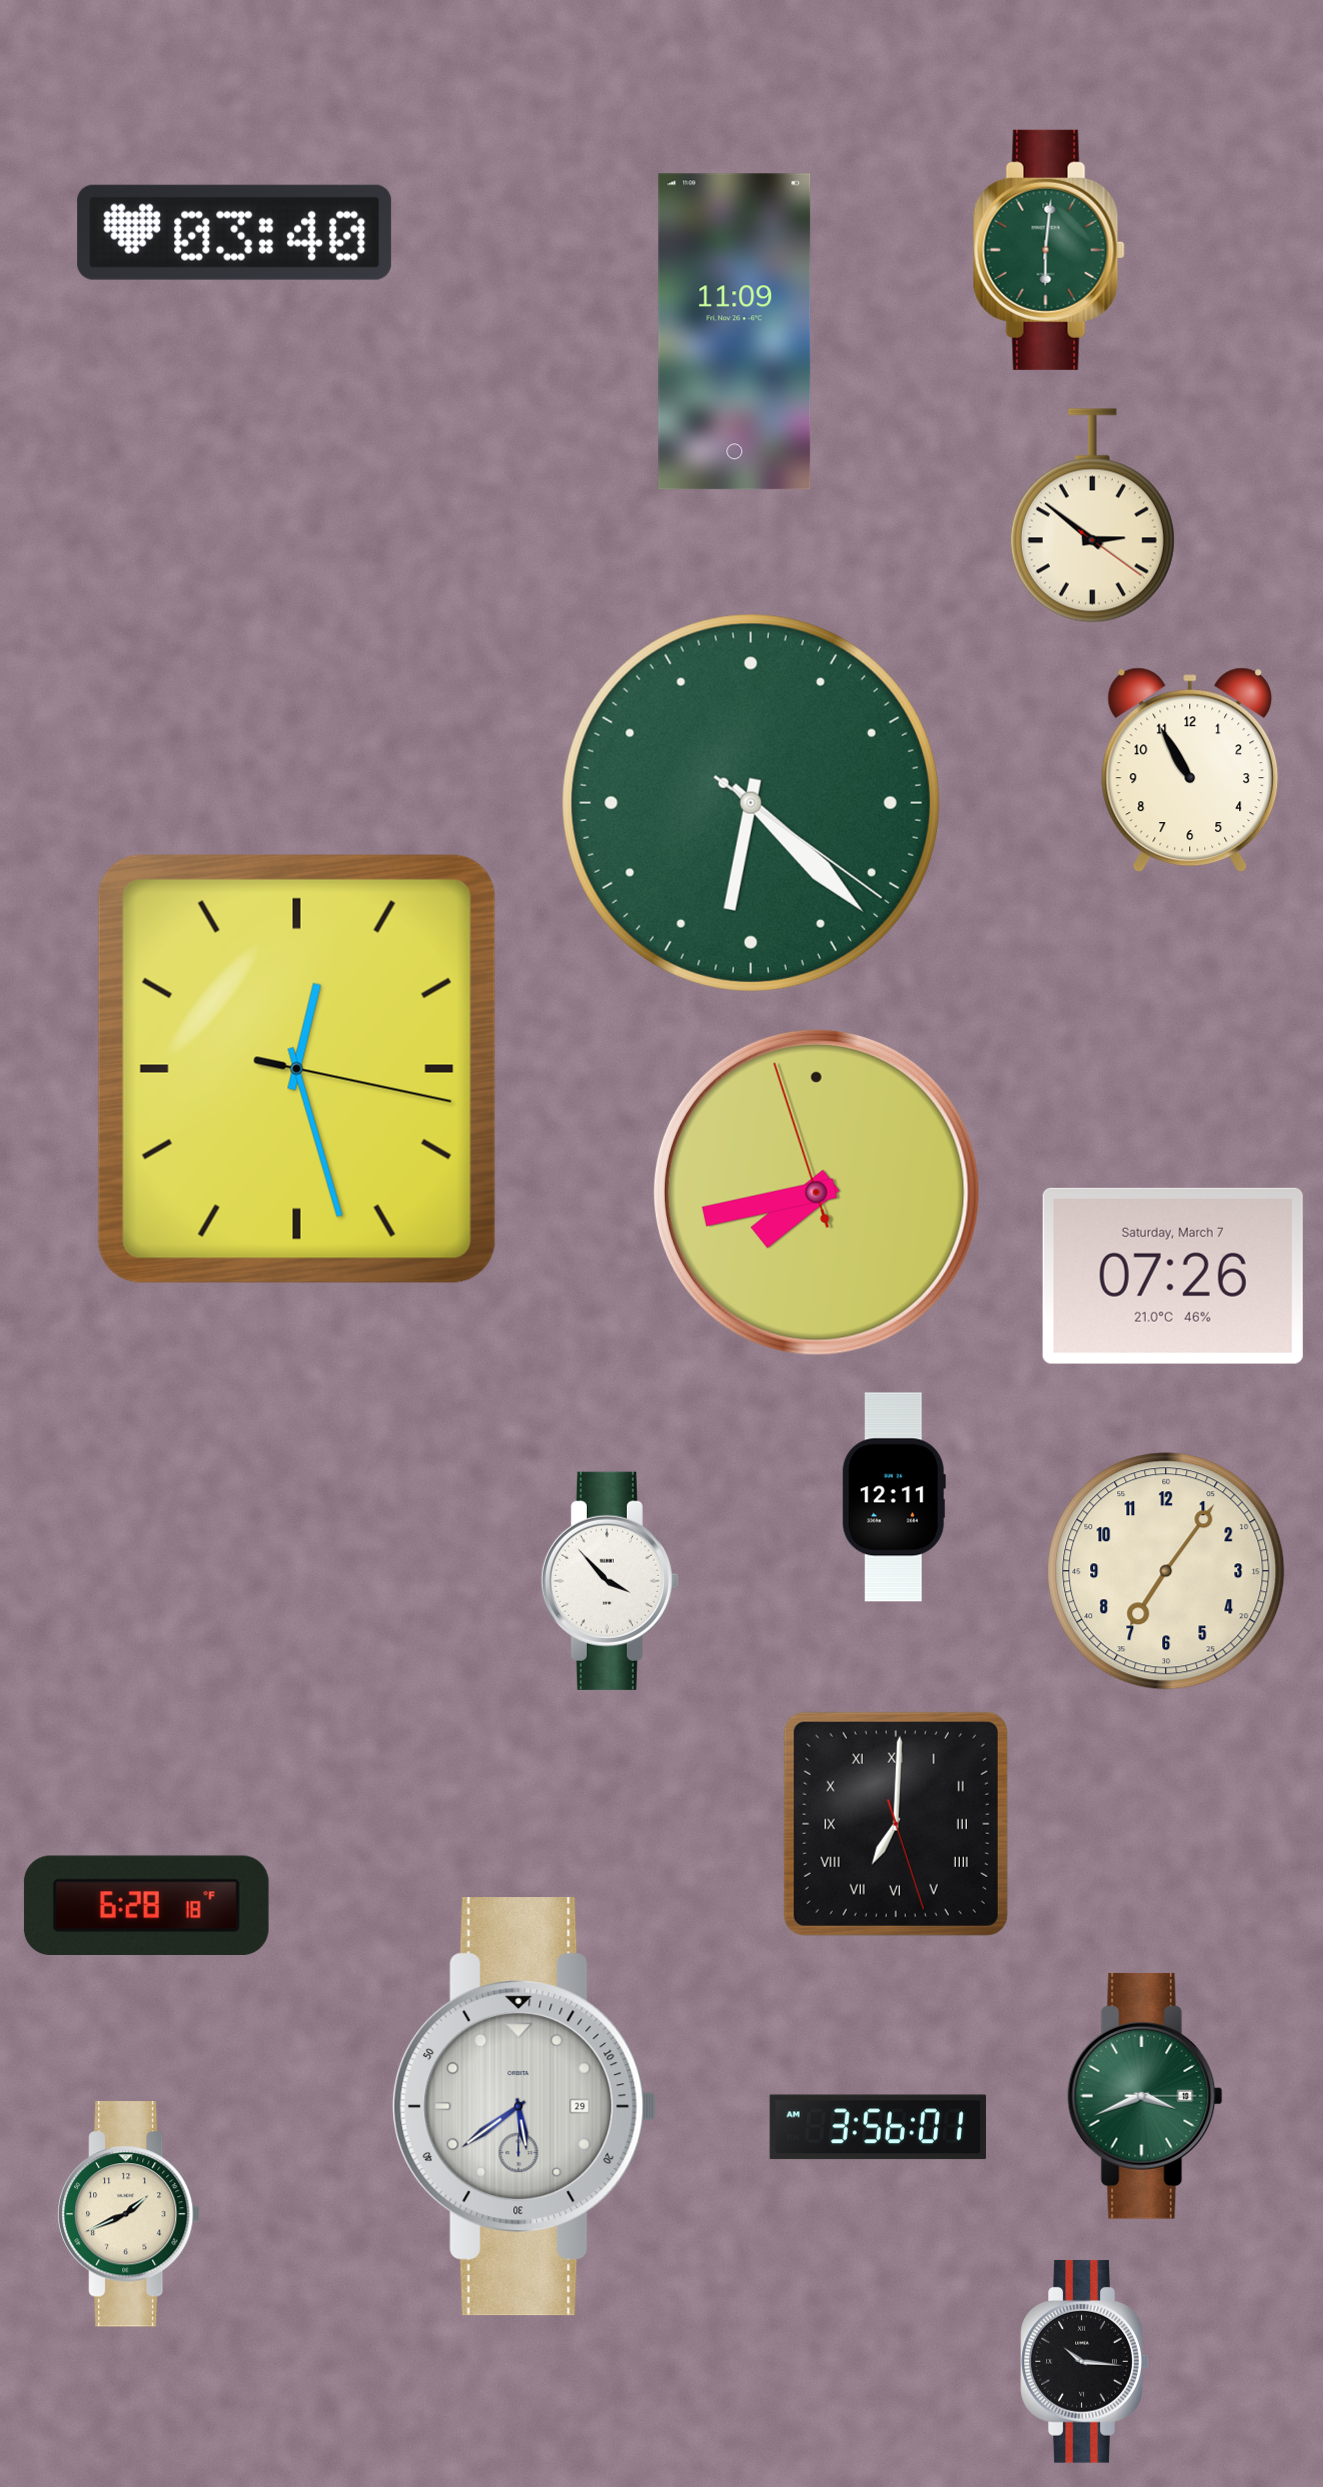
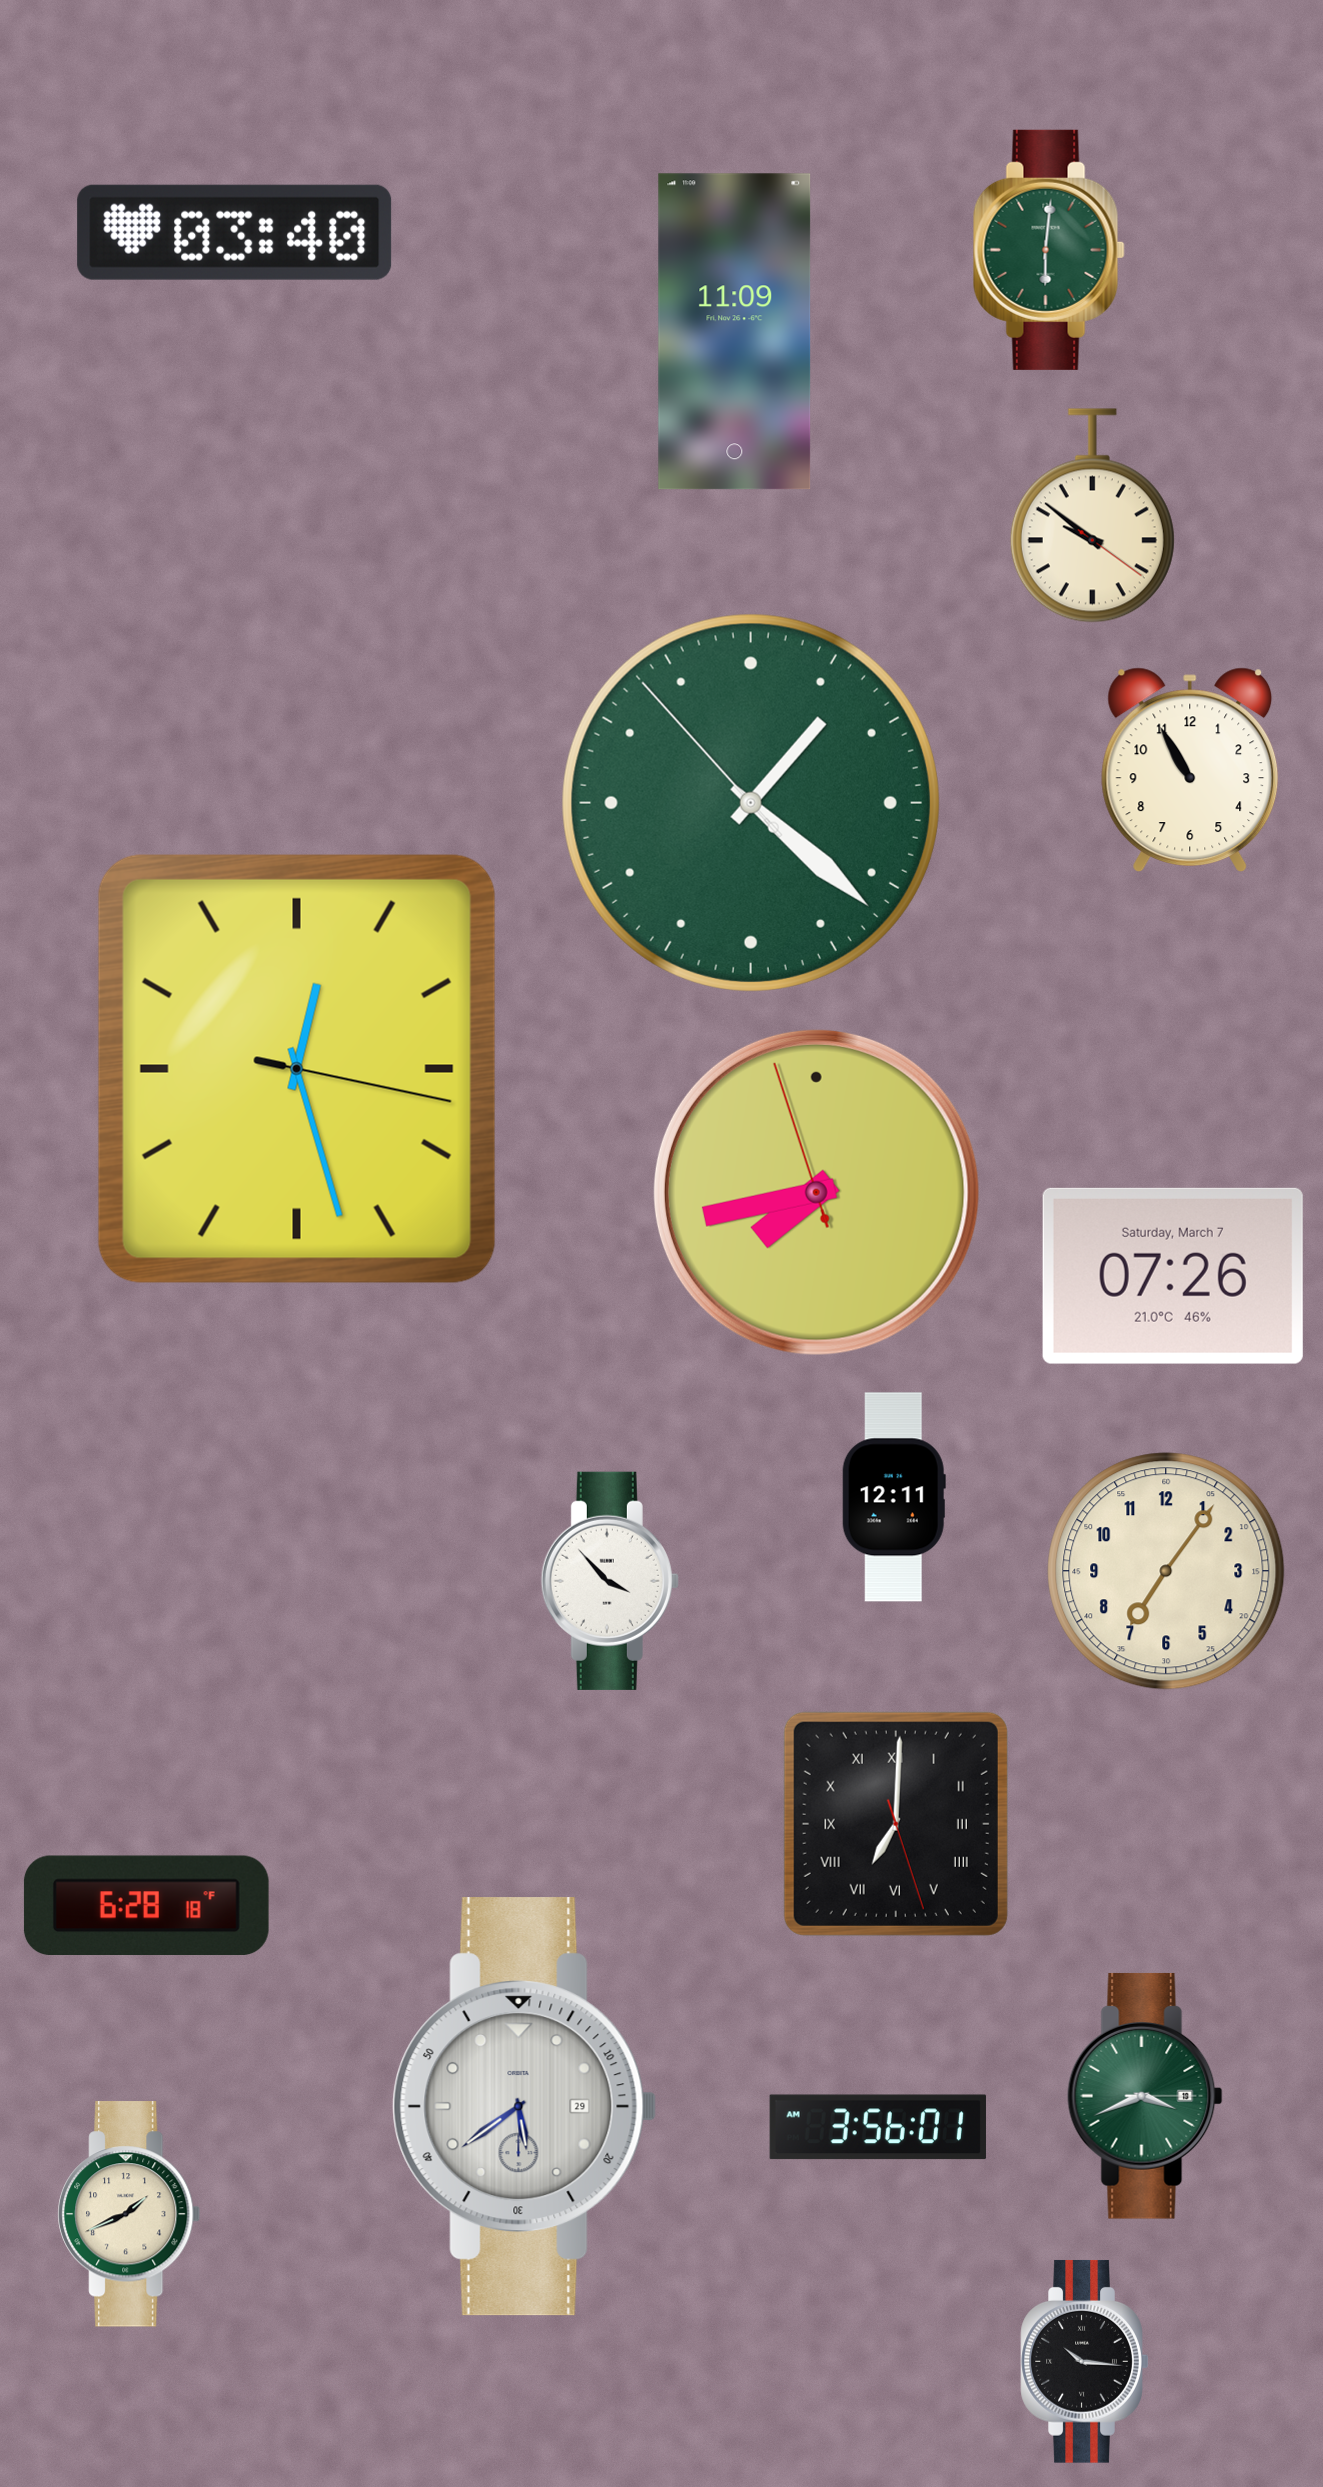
clock at (1092, 516): 2:51 -> 9:51
clock at (751, 803): 6:22 -> 1:21
